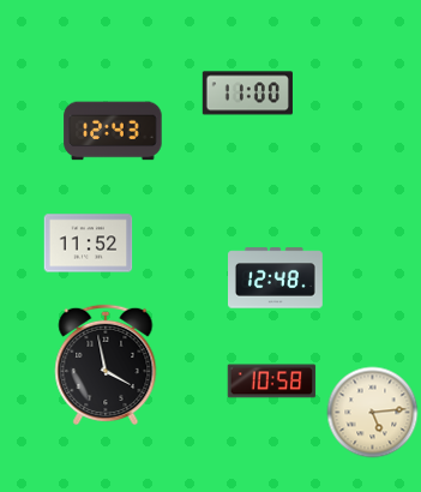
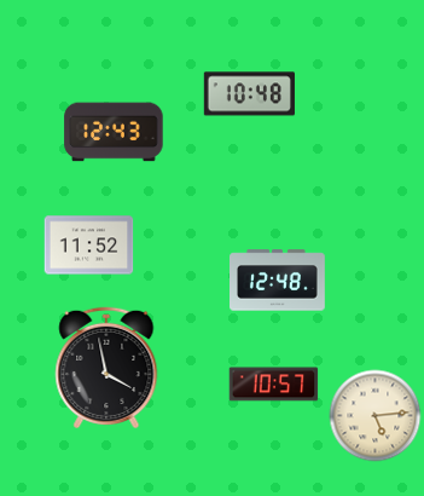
clock at (247, 94): 11:00 -> 10:48
clock at (272, 382): 10:58 -> 10:57
